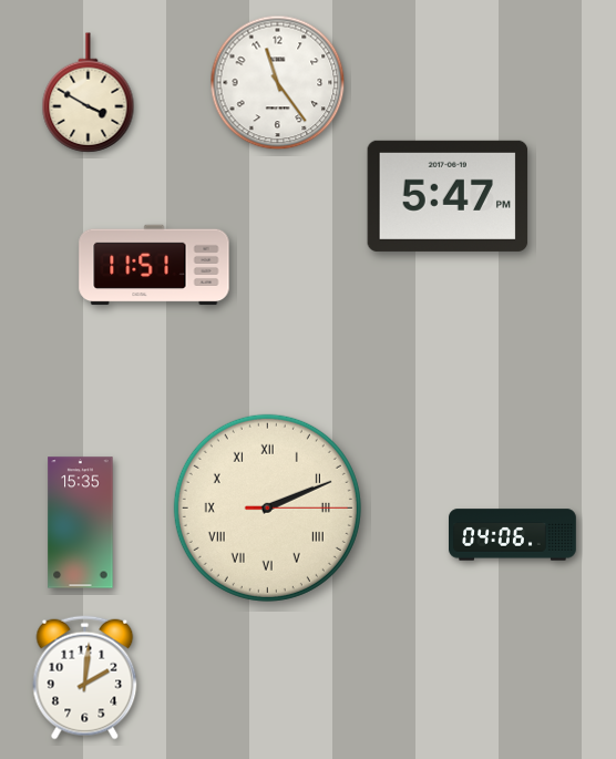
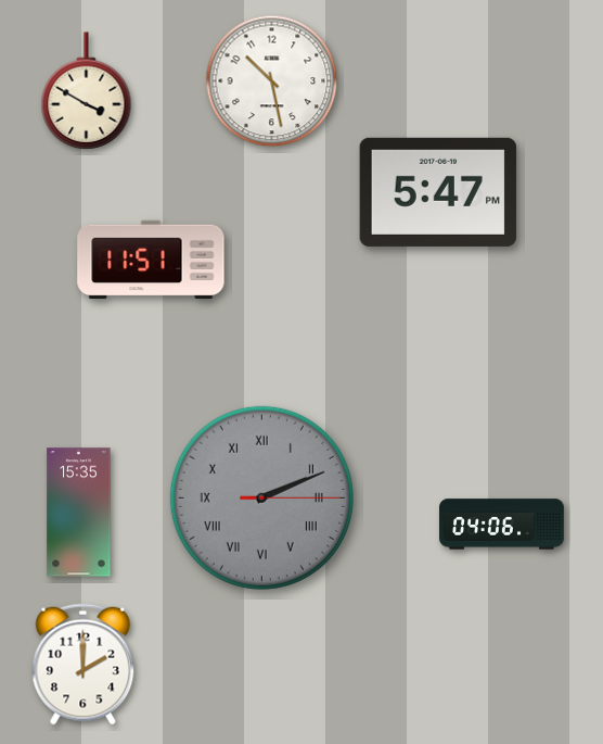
clock at (278, 83): 11:24 -> 10:28
clock at (267, 507) dial: cream -> grey
clock at (85, 678): 2:01 -> 2:00
